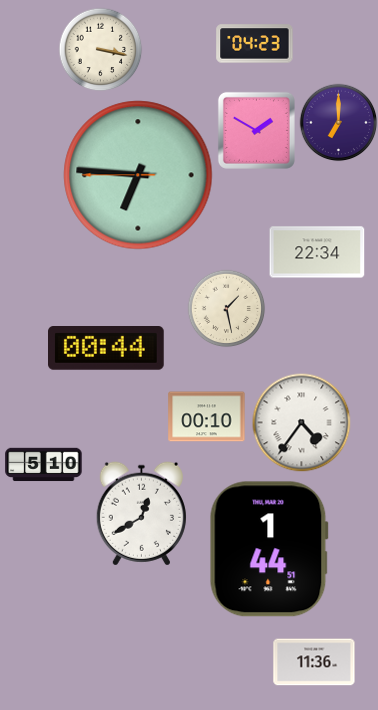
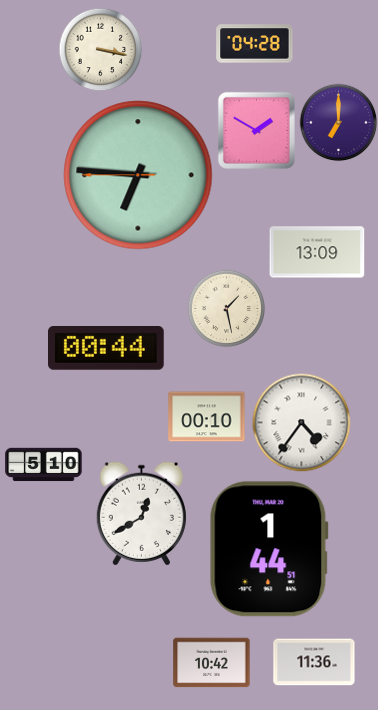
clock at (255, 44): 04:23 -> 04:28
clock at (317, 252): 22:34 -> 13:09
clock at (212, 663): none -> 10:42
